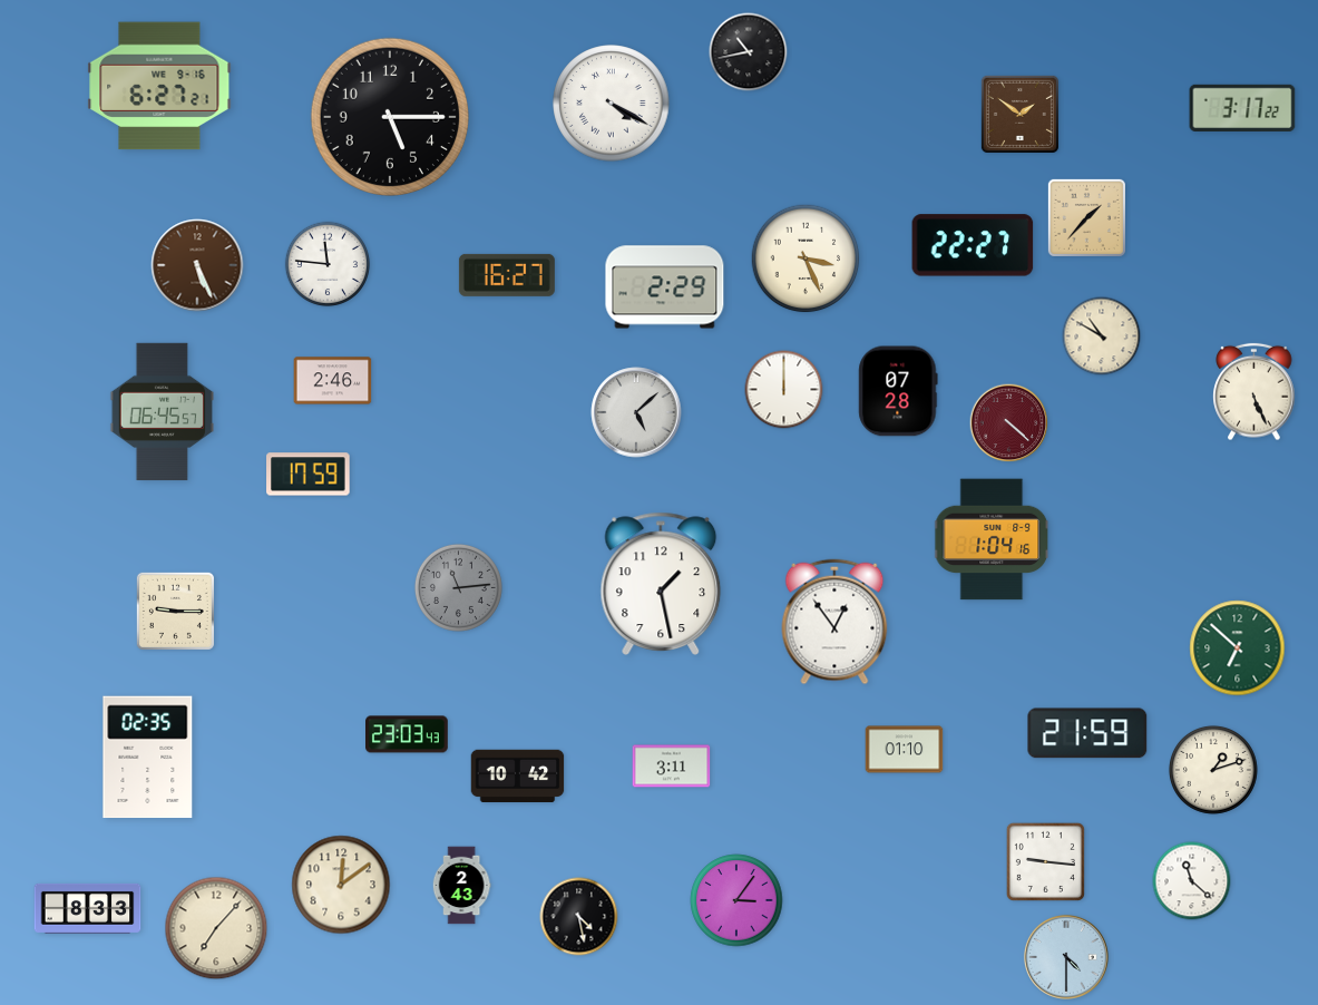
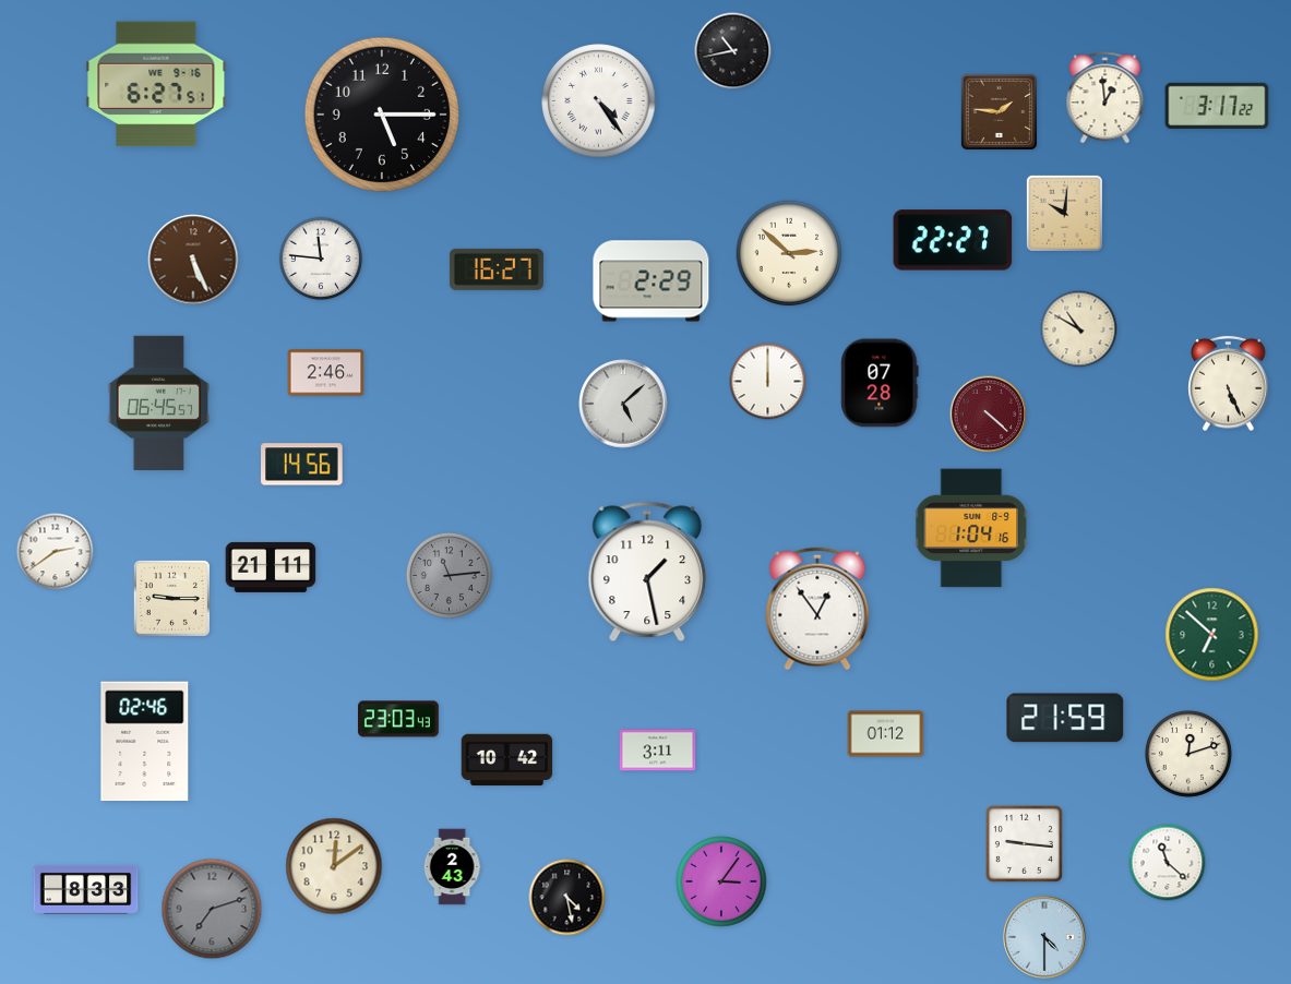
clock at (159, 86): 6:27:21 -> 6:27:51
clock at (1105, 98): none -> 12:59
clock at (612, 104): 4:20 -> 4:24
clock at (1019, 114): 1:51 -> 1:46
clock at (1086, 217): 1:37 -> 10:01
clock at (806, 258): 3:26 -> 2:52
clock at (309, 475): 17:59 -> 14:56
clock at (56, 552): none -> 2:39
clock at (271, 567): none -> 21:11
clock at (905, 750): 01:10 -> 01:12
clock at (148, 758): 02:35 -> 02:46
clock at (1213, 770): 1:12 -> 12:12
clock at (216, 928): 7:07 -> 7:12
clock at (216, 928) dial: cream -> grey
